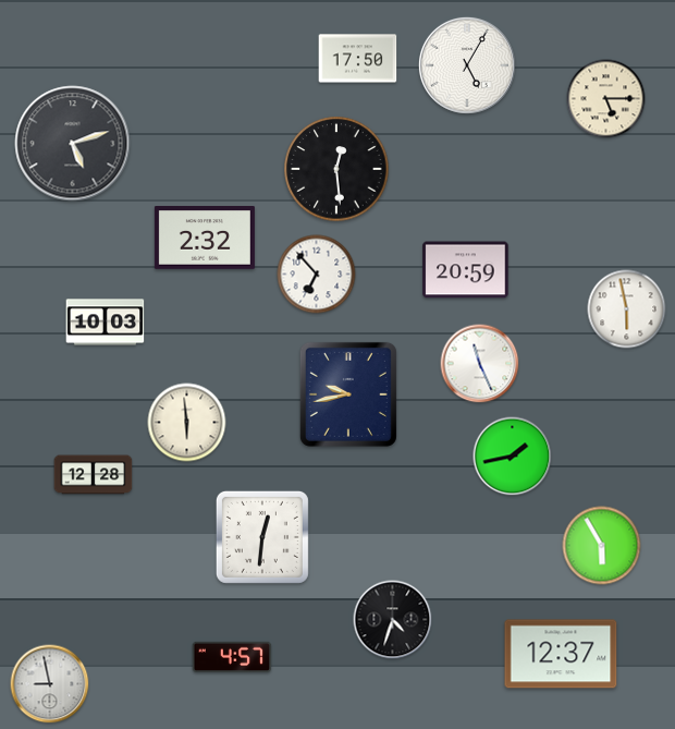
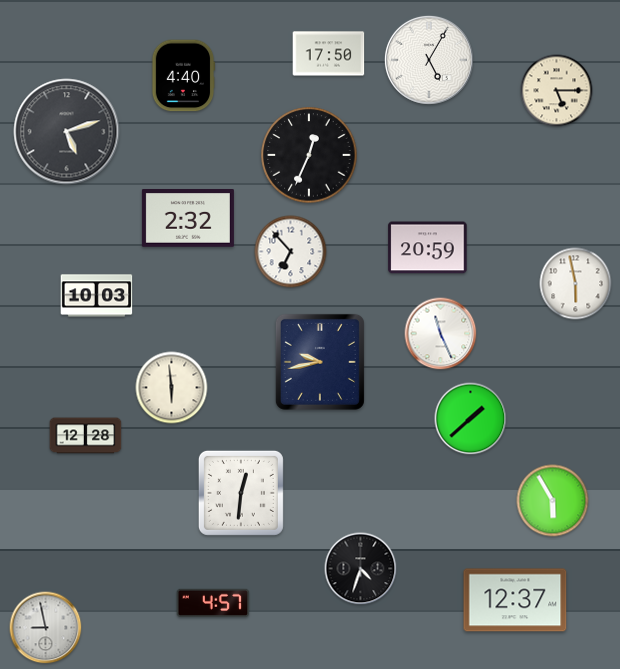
clock at (183, 76): none -> 4:40
clock at (336, 169): 12:29 -> 12:34
clock at (513, 457): 1:43 -> 1:38
